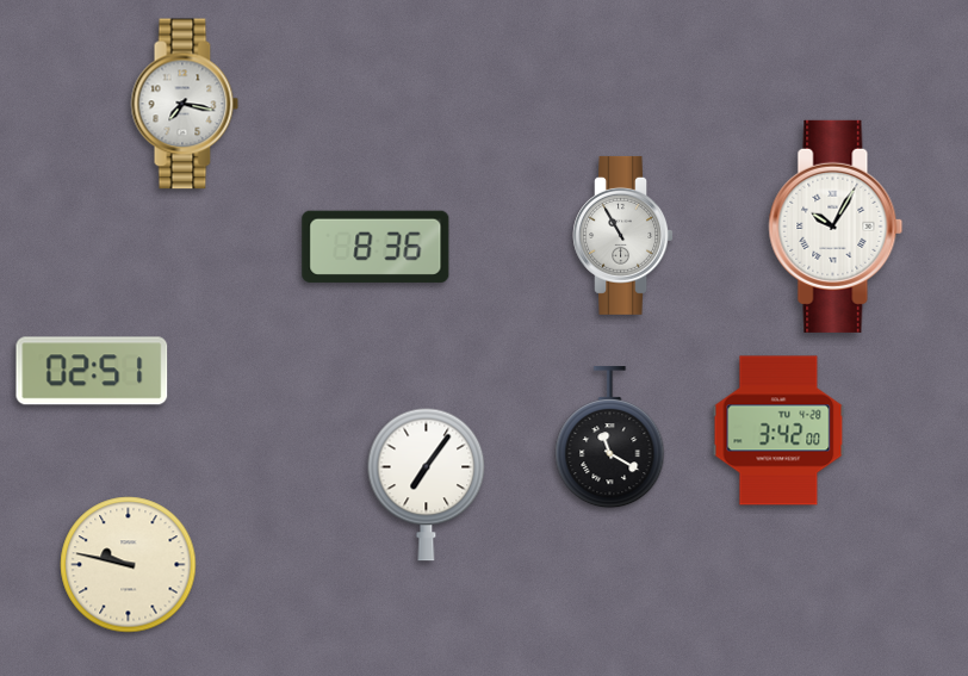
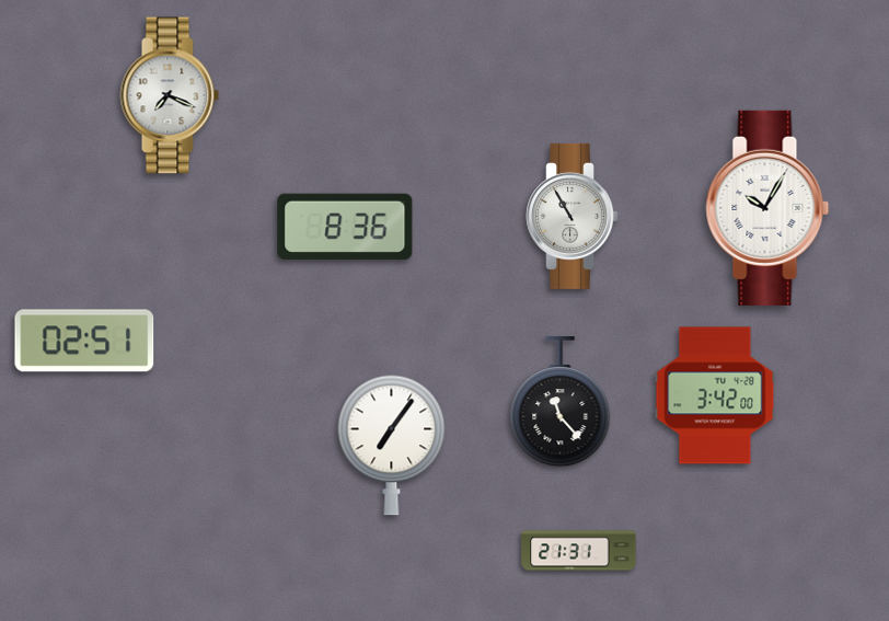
clock at (185, 104): 7:17 -> 7:19
clock at (610, 438): 11:20 -> 11:23
clock at (129, 565): 9:47 -> none
clock at (579, 551): none -> 21:31
